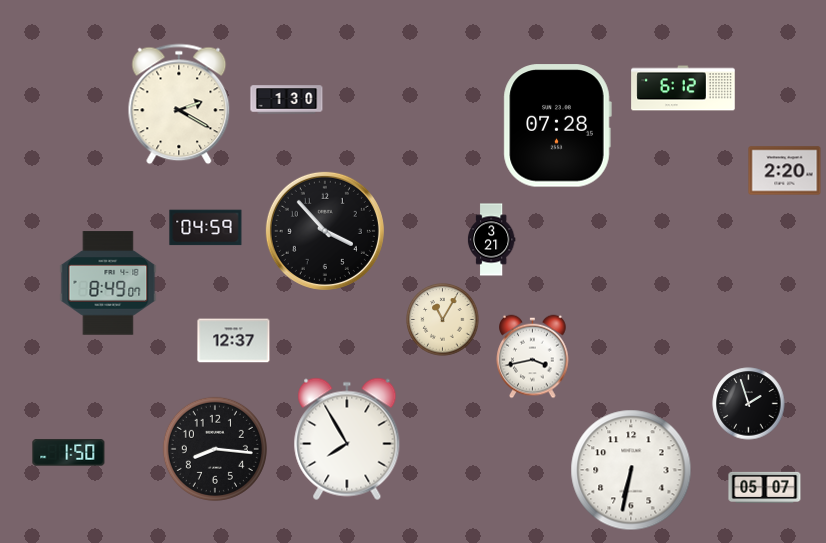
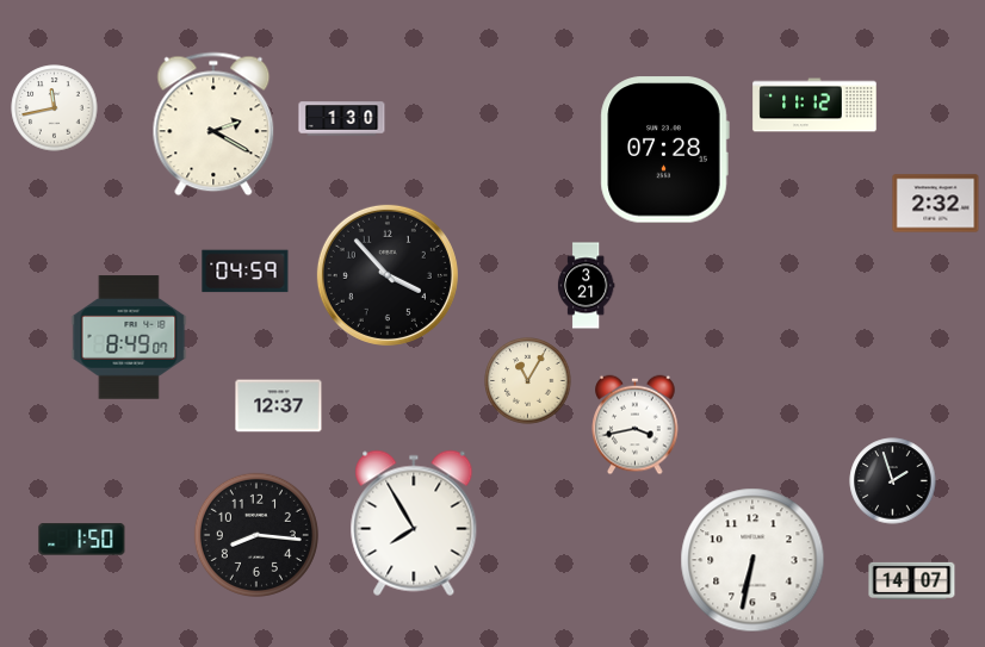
clock at (683, 88): 6:12 -> 11:12
clock at (55, 108): none -> 11:43
clock at (785, 171): 2:20 -> 2:32
clock at (765, 487): 05:07 -> 14:07
